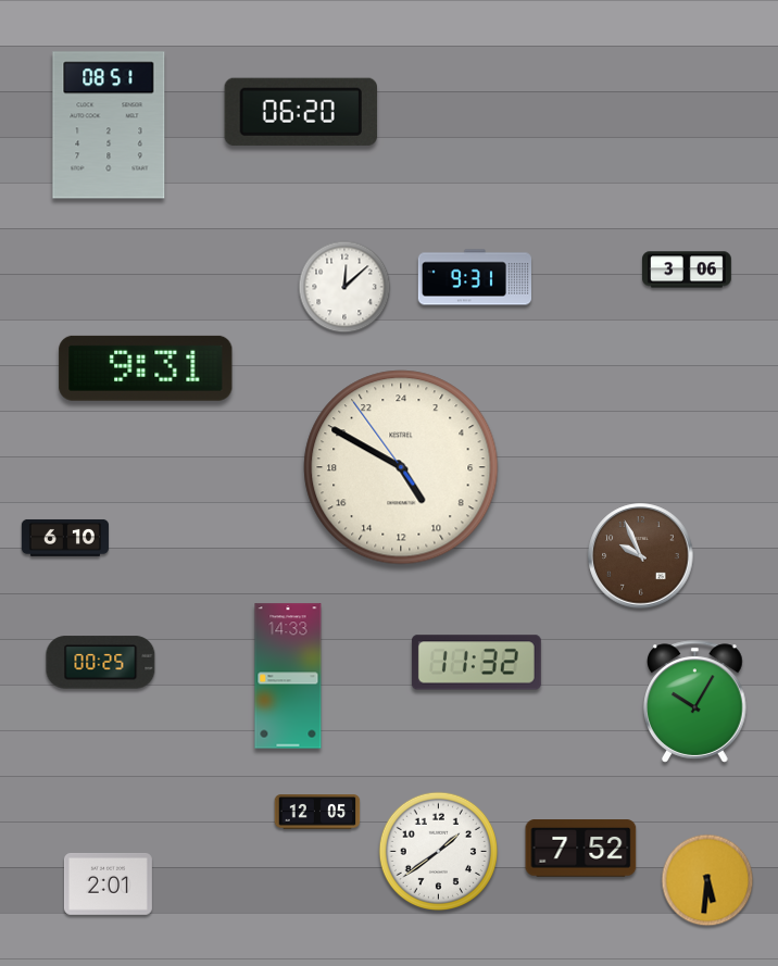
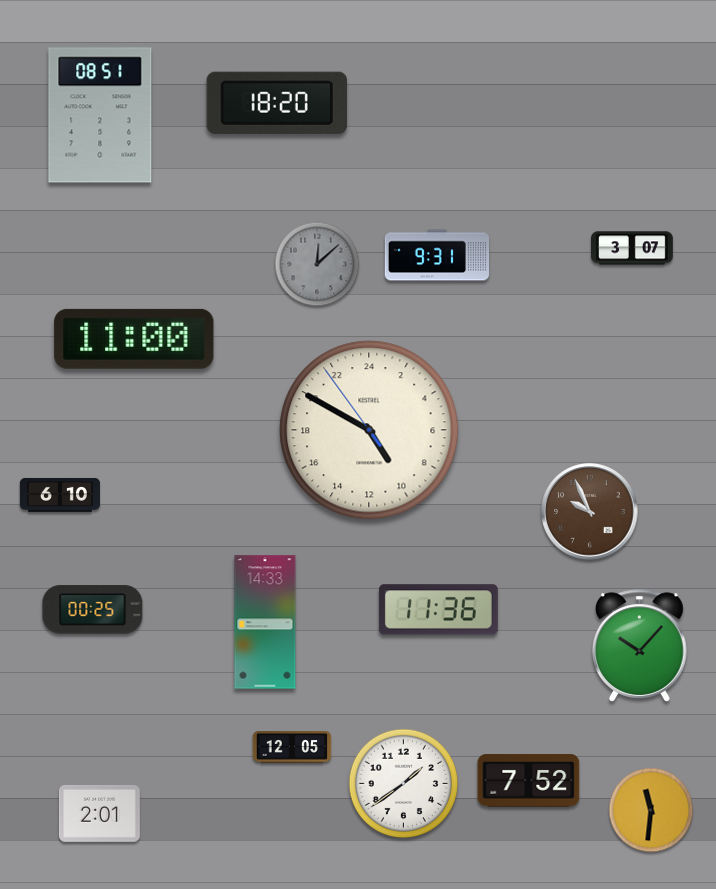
clock at (301, 112): 06:20 -> 18:20
clock at (688, 269): 3:06 -> 3:07
clock at (344, 287) dial: white -> grey
clock at (146, 368): 9:31 -> 11:00
clock at (476, 663): 11:32 -> 11:36
clock at (695, 702): 10:05 -> 10:07
clock at (581, 849) position: (581, 849) -> (529, 781)
clock at (707, 880): 5:31 -> 11:31
